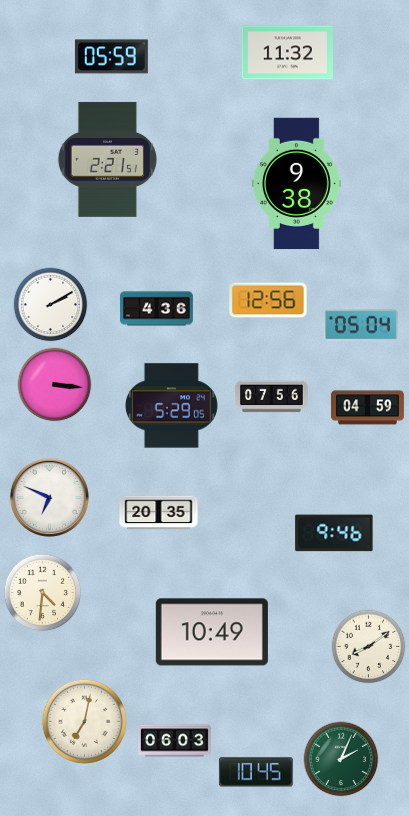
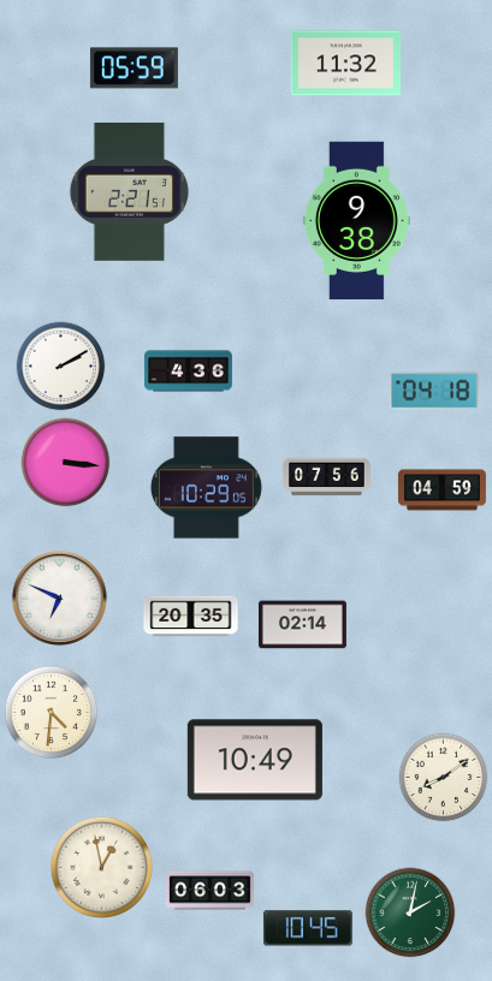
clock at (268, 300): 12:56 -> none
clock at (361, 325): 05:04 -> 04:18
clock at (171, 406): 5:29 -> 10:29
clock at (302, 625): none -> 02:14
clock at (334, 533): 9:46 -> none
clock at (84, 721): 7:02 -> 12:58
clock at (341, 759): 2:04 -> 2:02
